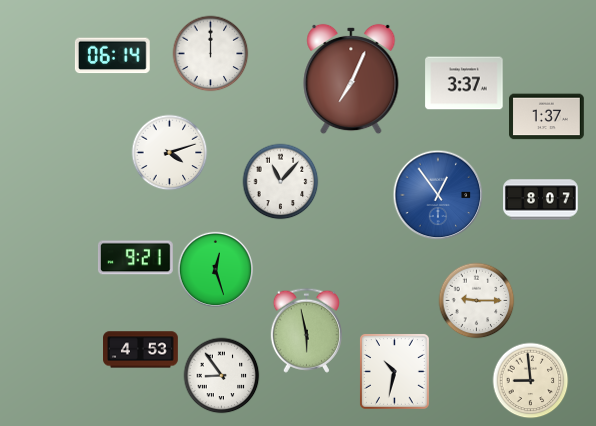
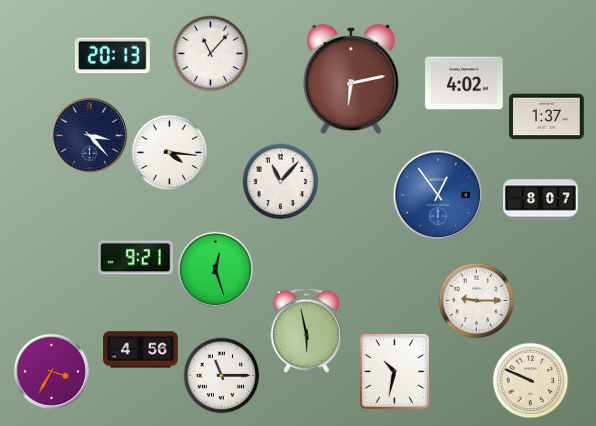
clock at (211, 54): 12:00 -> 11:07
clock at (112, 56): 06:14 -> 20:13
clock at (351, 79): 7:04 -> 6:13
clock at (464, 83): 3:37 -> 4:02
clock at (89, 135): none -> 3:23
clock at (170, 153): 4:12 -> 4:16
clock at (141, 350): 4:53 -> 4:56
clock at (51, 371): none -> 3:35
clock at (222, 376): 8:54 -> 11:15
clock at (531, 381): 8:59 -> 9:49
